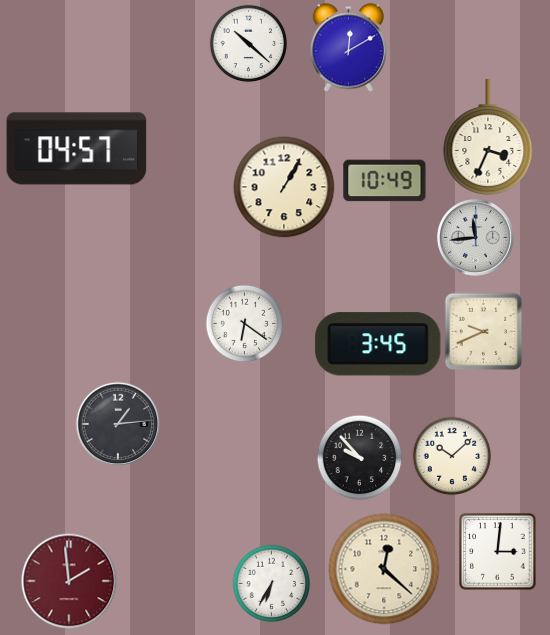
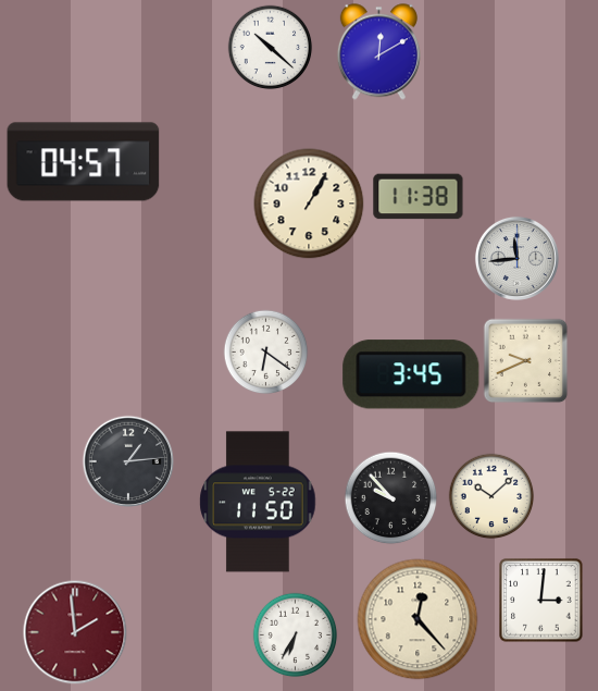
clock at (488, 137): 3:34 -> none
clock at (385, 181): 10:49 -> 11:38
clock at (258, 502): none -> 11:50
clock at (384, 569): 12:22 -> 12:23
